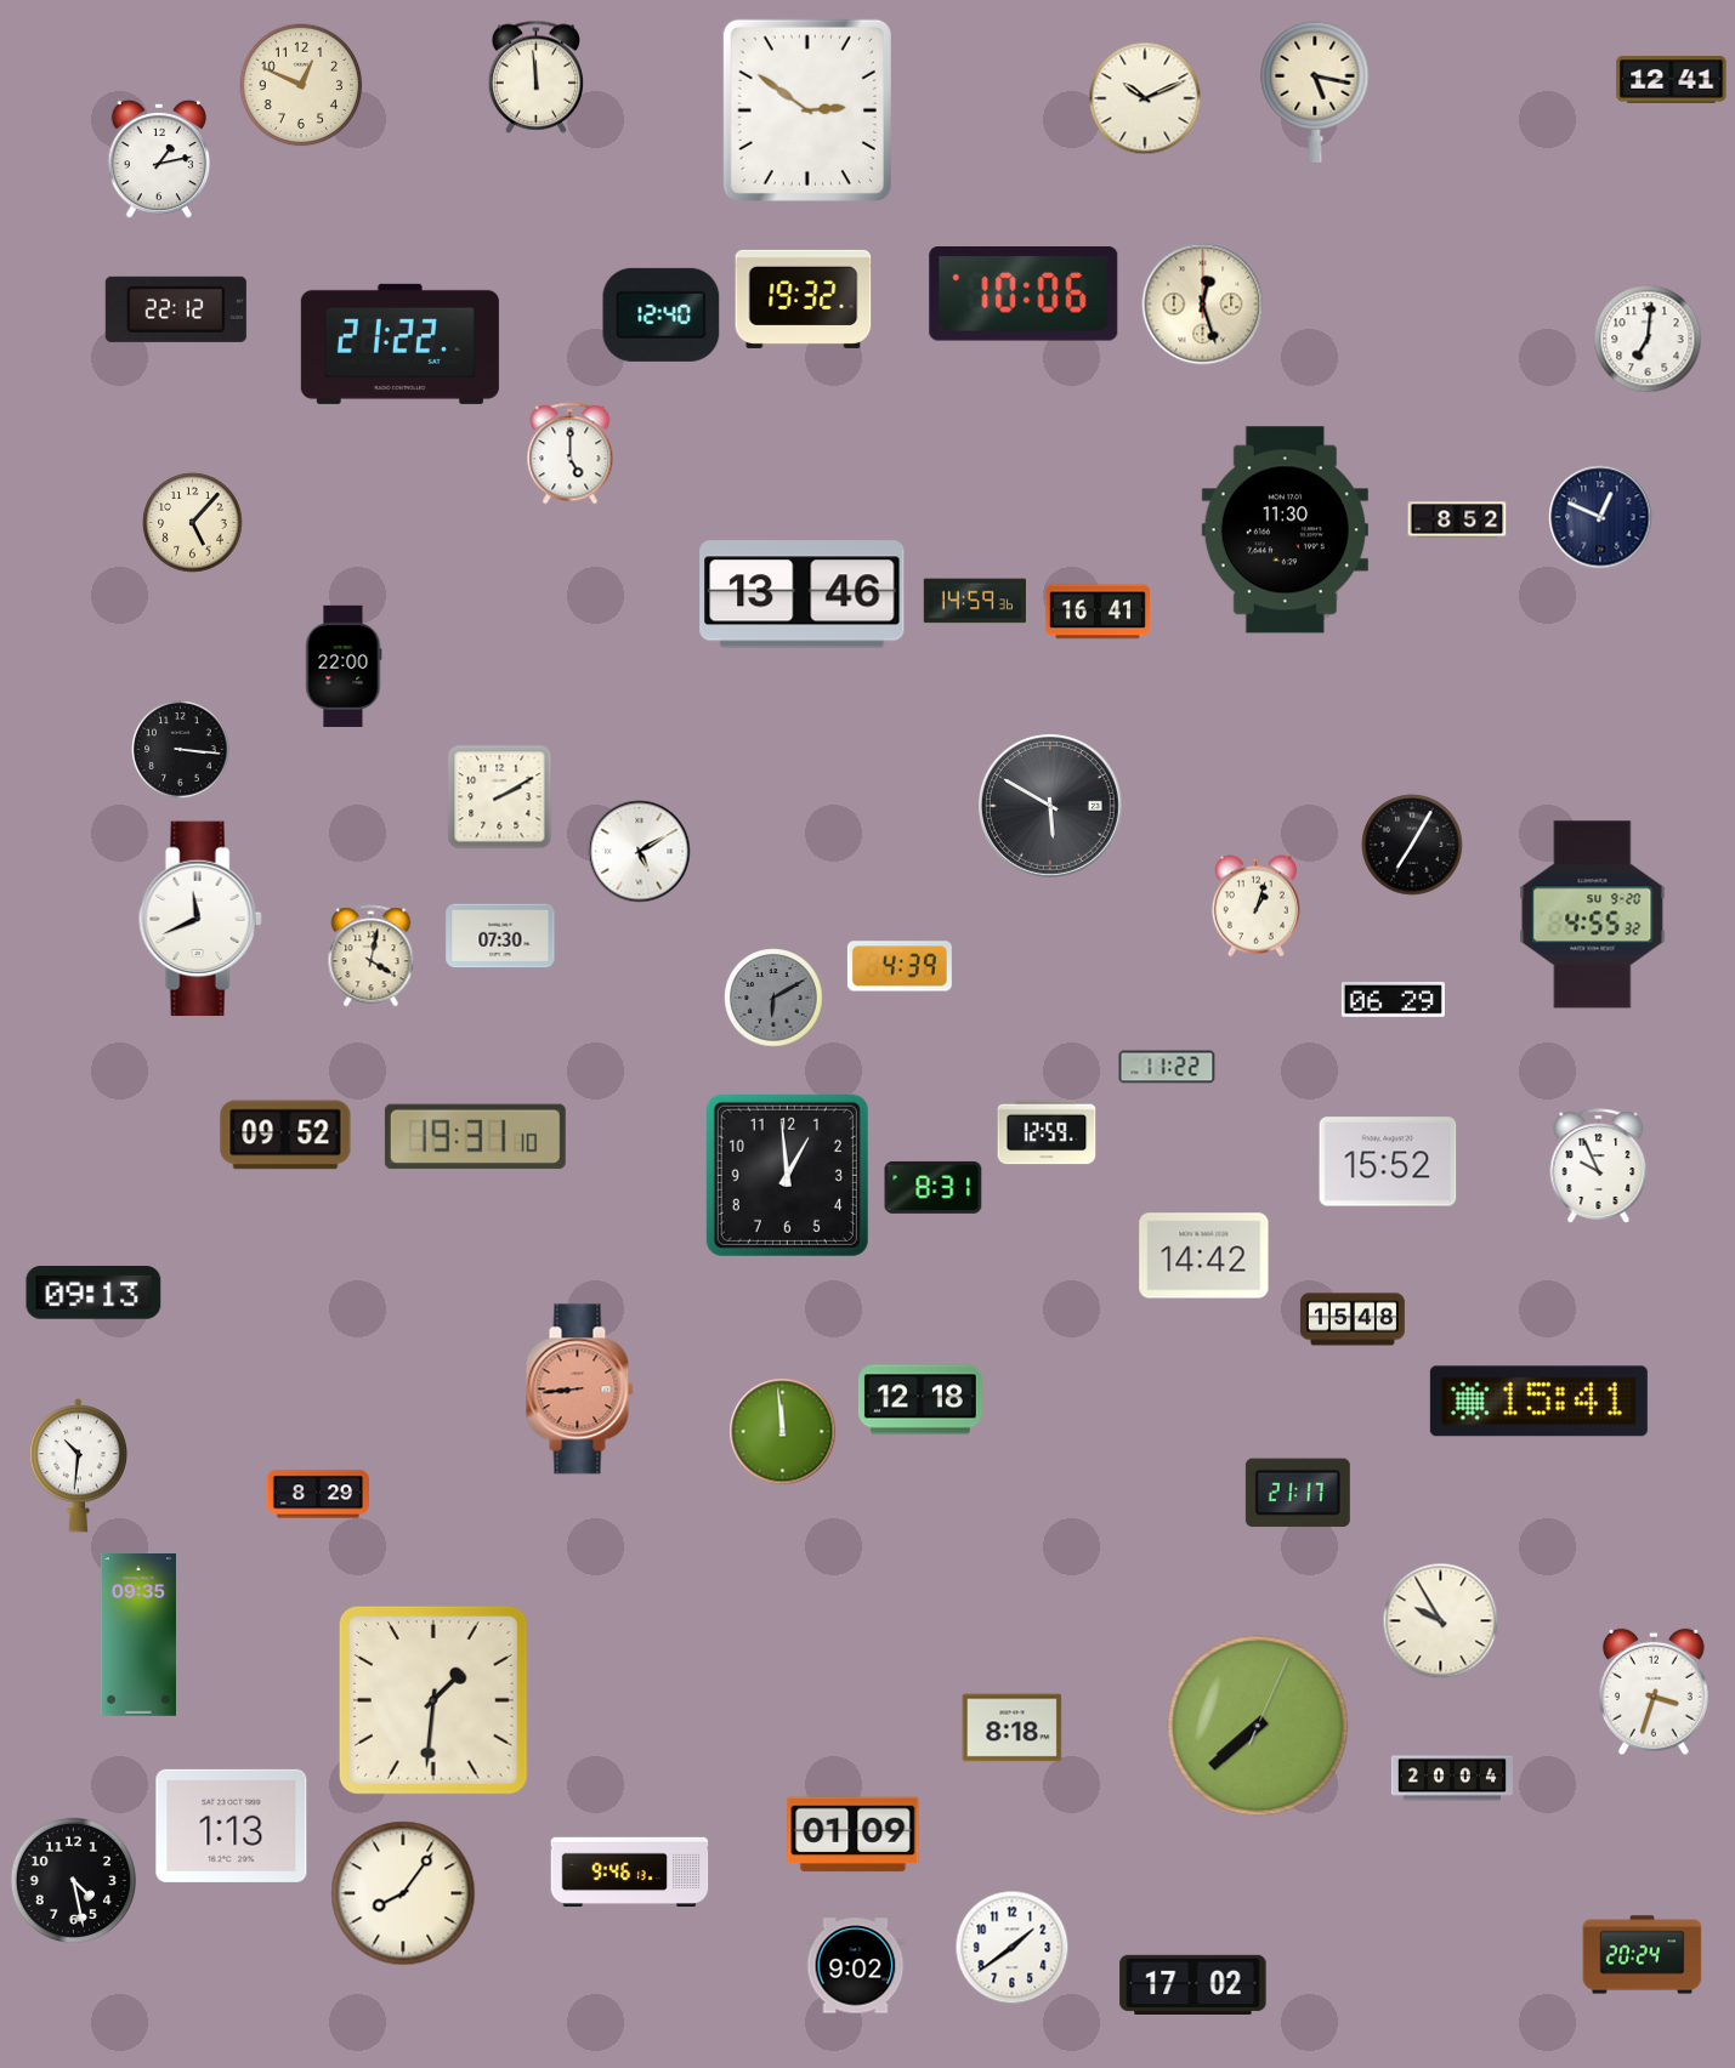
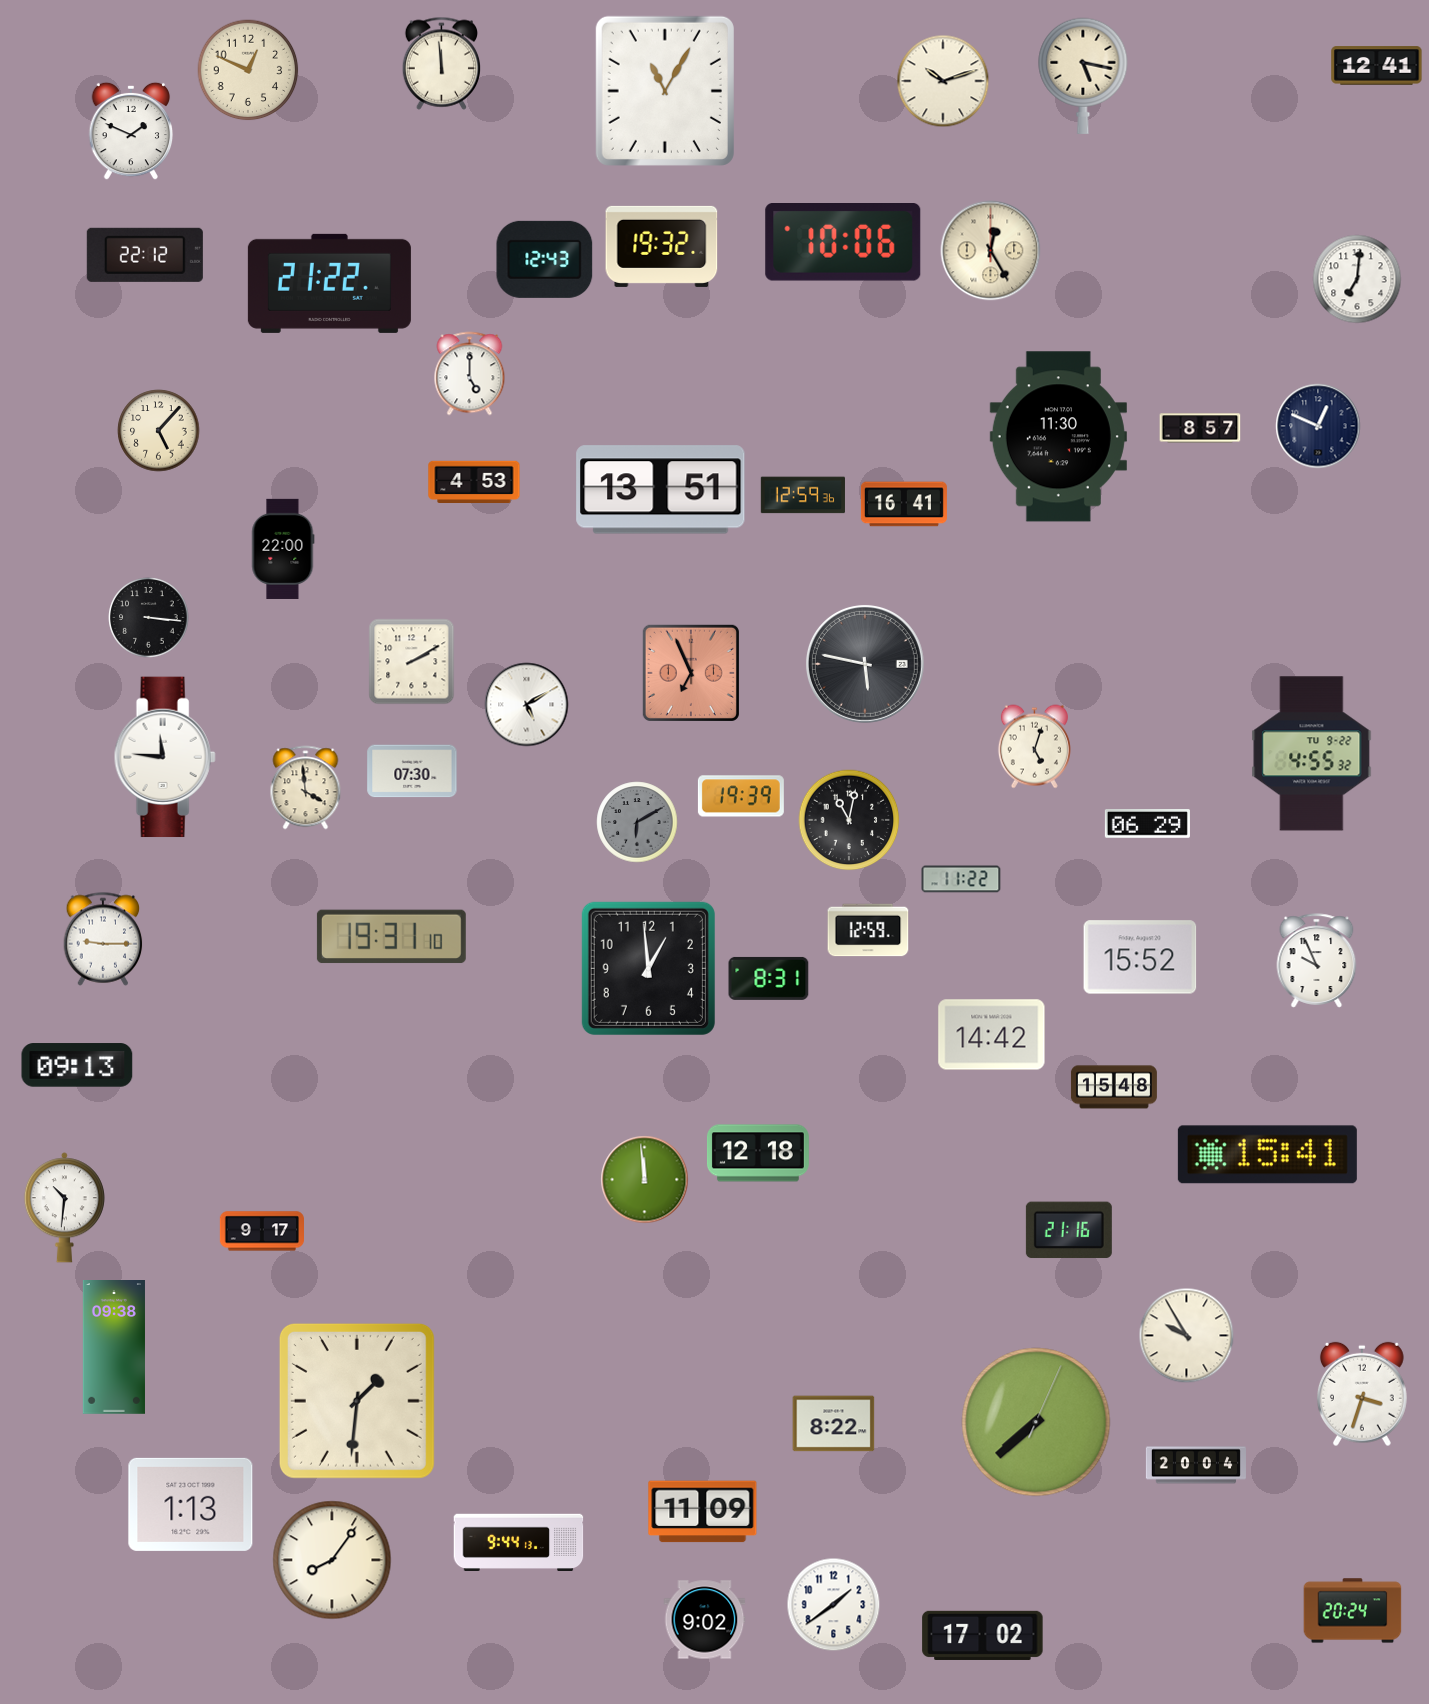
clock at (1145, 98): 10:11 -> 10:12
clock at (807, 110): 2:51 -> 11:05
clock at (159, 159): 1:13 -> 1:49
clock at (1203, 305): 12:27 -> 12:25
clock at (662, 314): 12:40 -> 12:43
clock at (1457, 519): 8:52 -> 8:57
clock at (474, 481): none -> 4:53
clock at (803, 595): 13:46 -> 13:51
clock at (975, 601): 14:59 -> 12:59
clock at (500, 797) position: (500, 797) -> (412, 662)
clock at (1050, 806): 5:50 -> 5:47
clock at (691, 673): none -> 6:56
clock at (1412, 845): 7:05 -> none
clock at (640, 852) position: (640, 852) -> (527, 705)
clock at (1255, 907): 1:03 -> 5:03
clock at (1593, 915) date: SU 9-20 -> TU 9-22
clock at (200, 919): 11:41 -> 11:46
clock at (372, 956): 4:02 -> 3:59
clock at (900, 966): 4:39 -> 19:39
clock at (849, 820): none -> 11:02
clock at (1047, 1132) position: (1047, 1132) -> (868, 930)
clock at (285, 1135): 09:52 -> none
clock at (103, 939): none -> 9:15
clock at (1388, 1161) position: (1388, 1161) -> (1140, 957)
clock at (579, 1390): 8:44 -> none
clock at (1298, 1493): 21:17 -> 21:16
clock at (317, 1494): 8:29 -> 9:17
clock at (138, 1636): 09:35 -> 09:38
clock at (1013, 1728): 8:18 -> 8:22
clock at (854, 1835): 01:09 -> 11:09
clock at (630, 1871): 9:46 -> 9:44
clock at (73, 1880): 4:28 -> none
